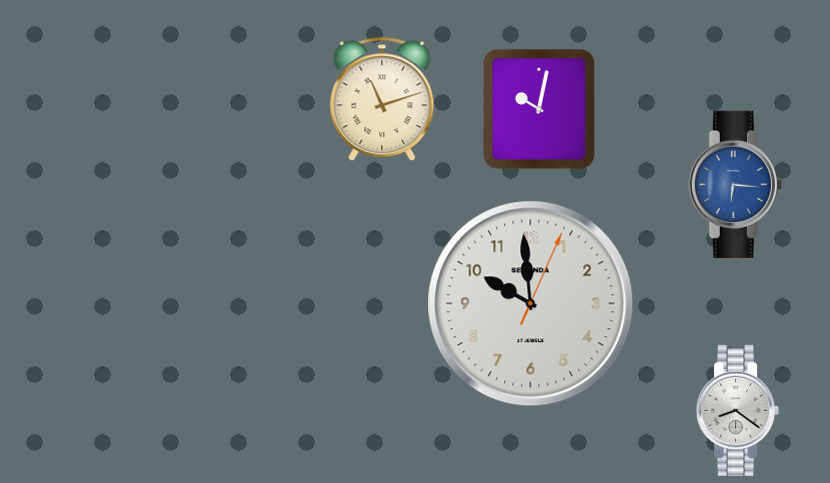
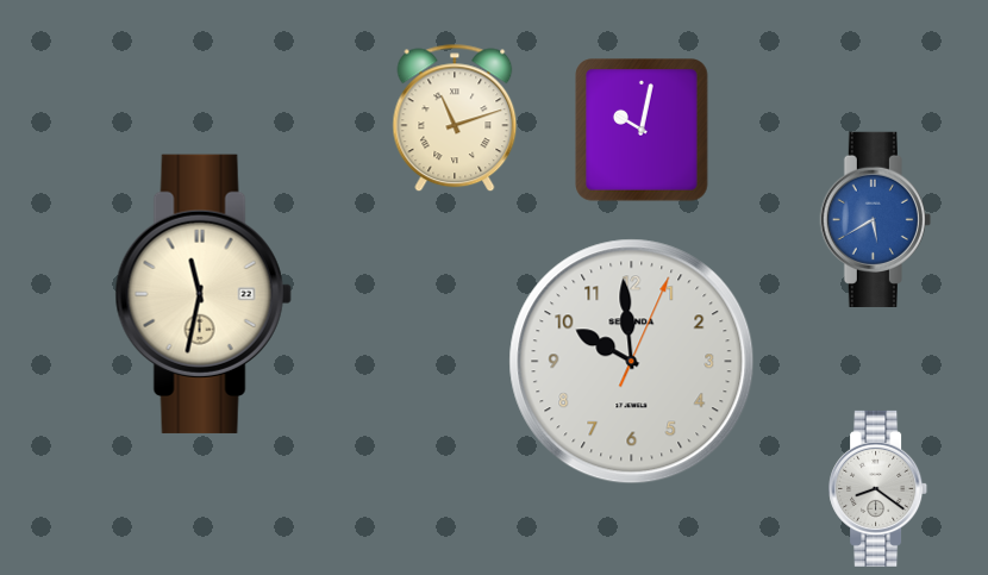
clock at (735, 184): 6:16 -> 5:40
clock at (204, 294): none -> 11:32
